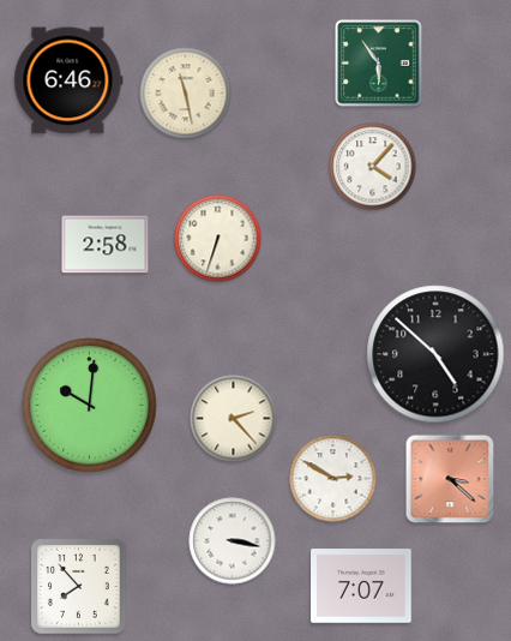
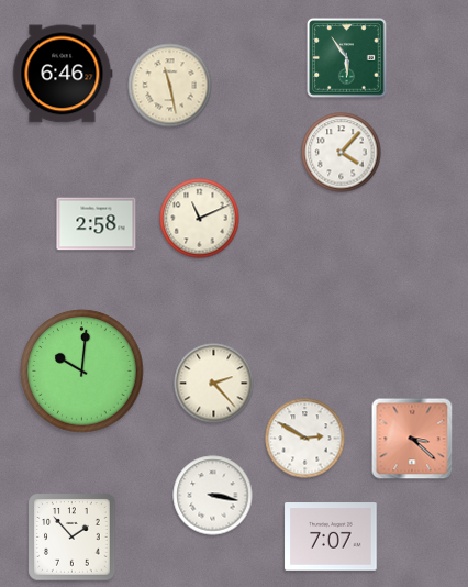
clock at (218, 239): 6:33 -> 11:11
clock at (435, 354): 4:52 -> none
clock at (79, 587): 7:53 -> 1:53
